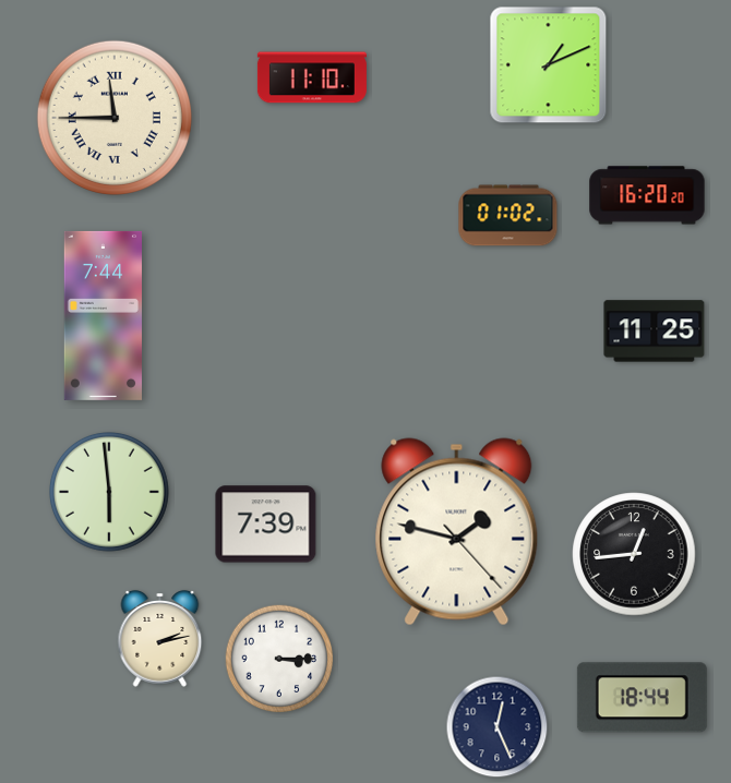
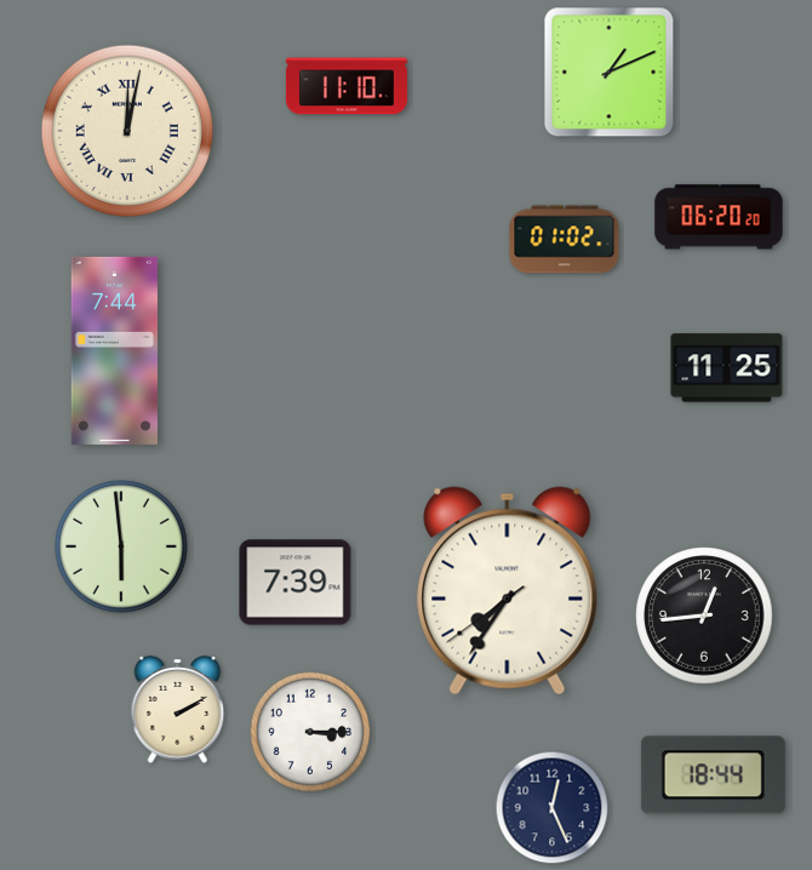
clock at (115, 118): 11:45 -> 12:02
clock at (647, 195): 16:20 -> 06:20
clock at (457, 532): 1:47 -> 7:35
clock at (160, 639): 2:13 -> 2:10
